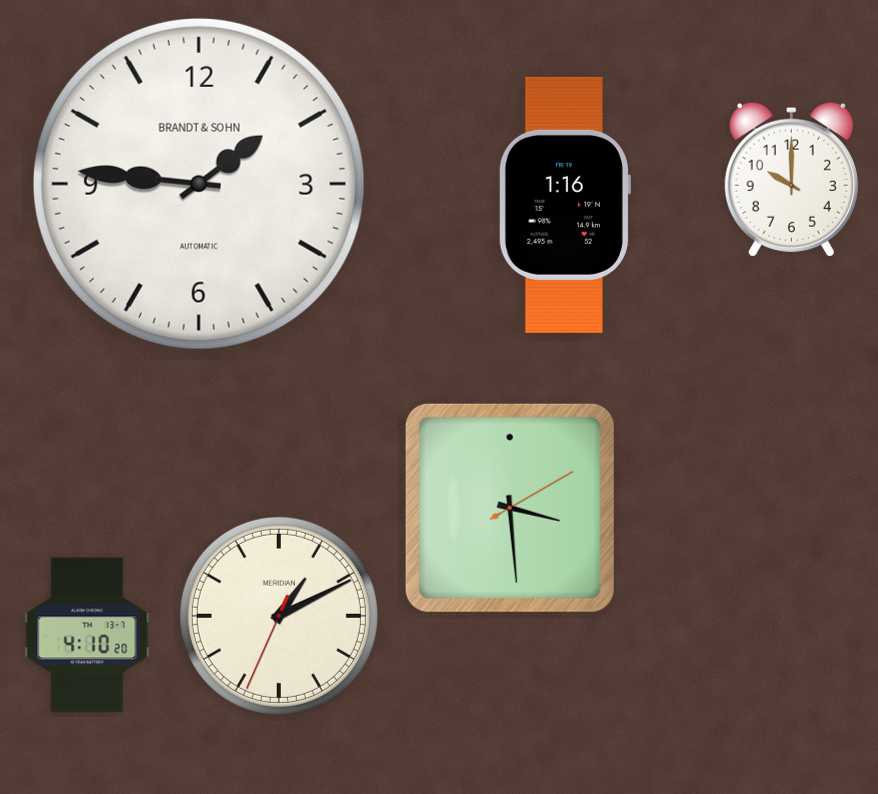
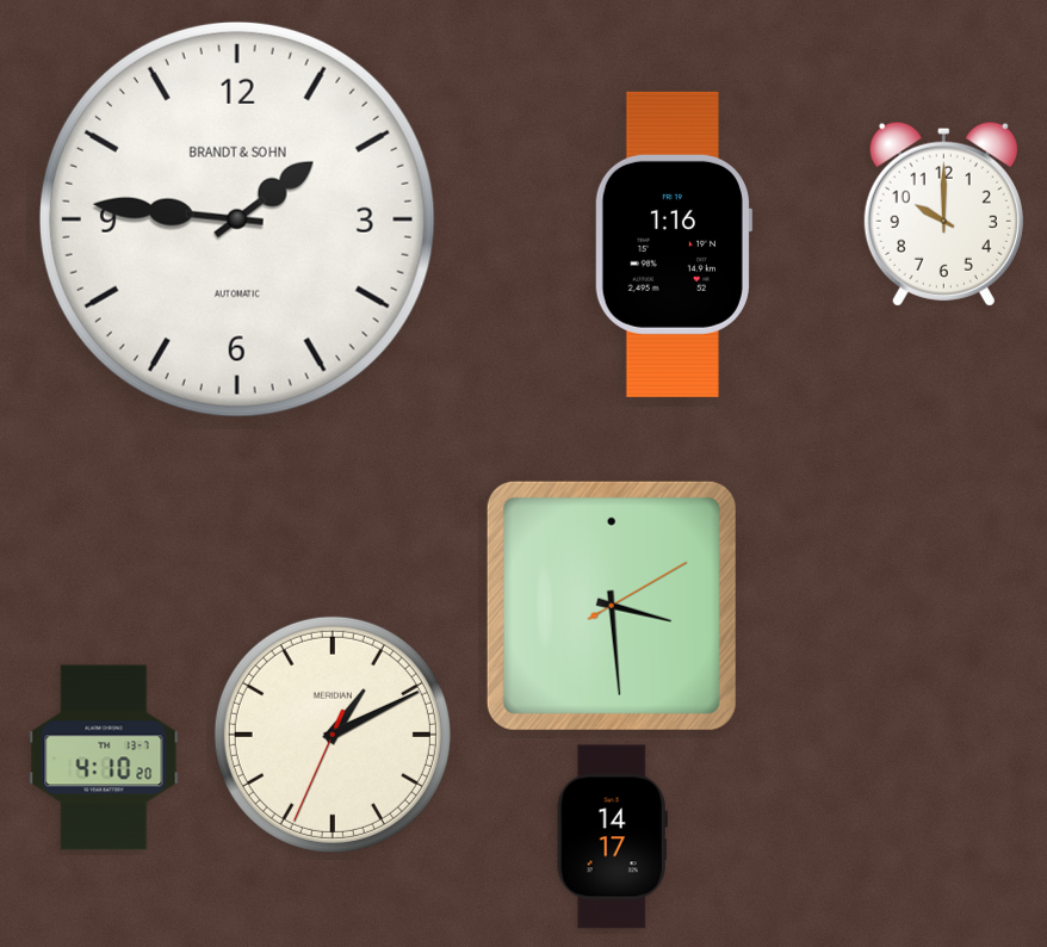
clock at (510, 508) position: (510, 508) -> (612, 606)
clock at (612, 837): none -> 14:17
